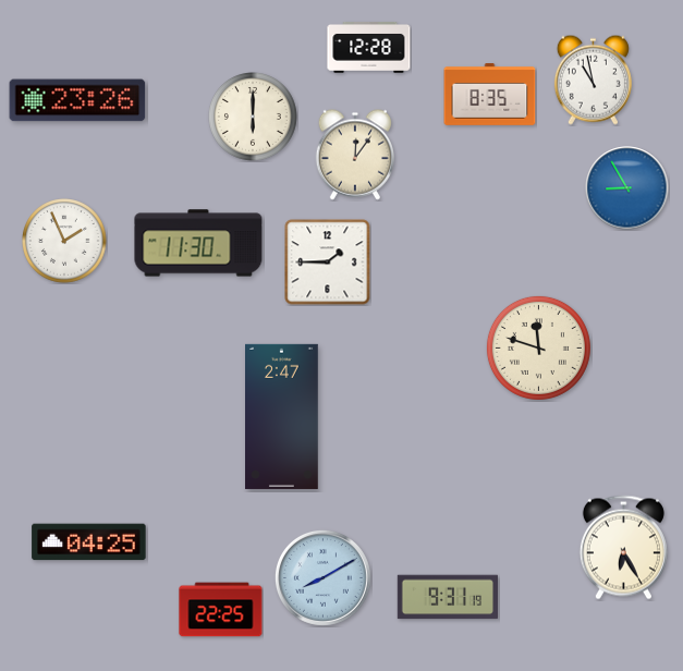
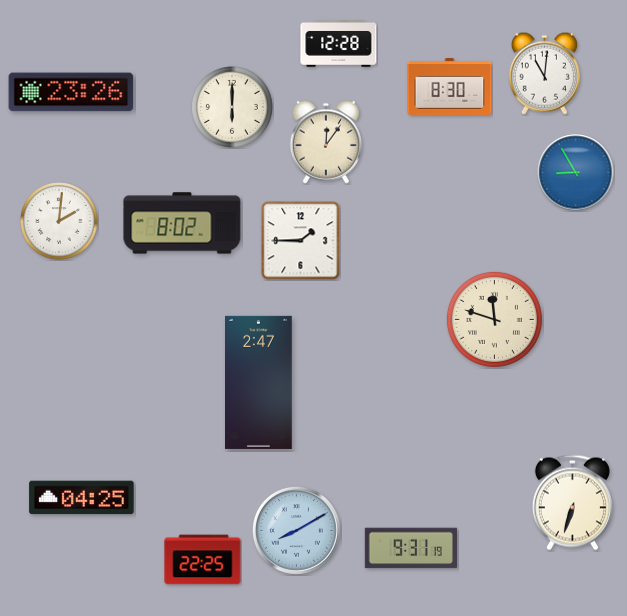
clock at (593, 80): 10:58 -> 11:01
clock at (490, 95): 8:35 -> 8:30
clock at (64, 241): 1:56 -> 2:01
clock at (198, 243): 11:30 -> 8:02
clock at (623, 548): 6:25 -> 6:33
